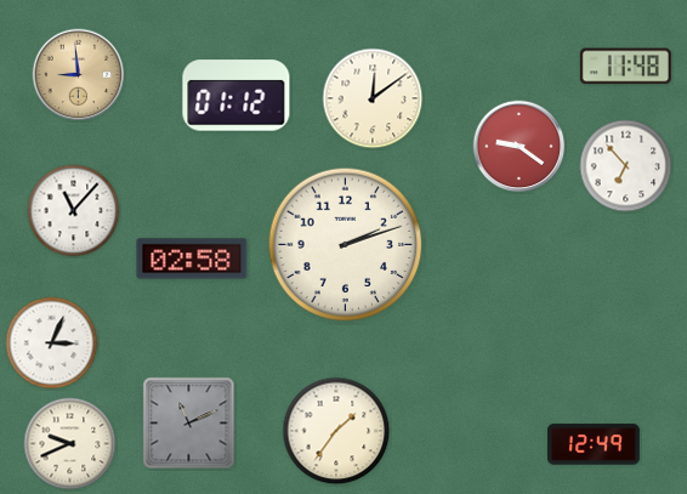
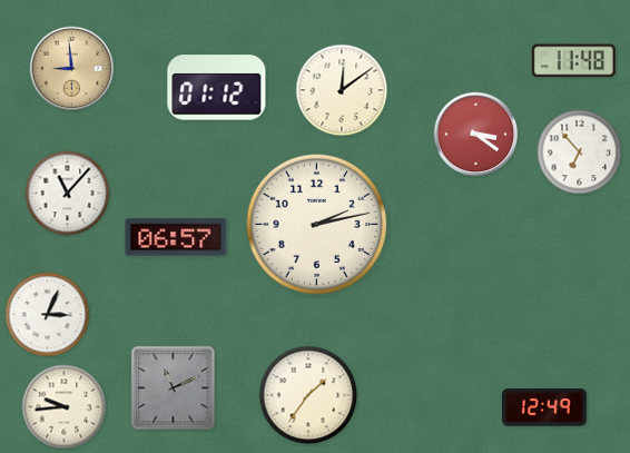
clock at (519, 147): 9:21 -> 3:21
clock at (626, 166) position: (626, 166) -> (580, 152)
clock at (346, 245): 2:12 -> 2:13
clock at (192, 259): 02:58 -> 06:57
clock at (70, 444): 9:41 -> 9:44
